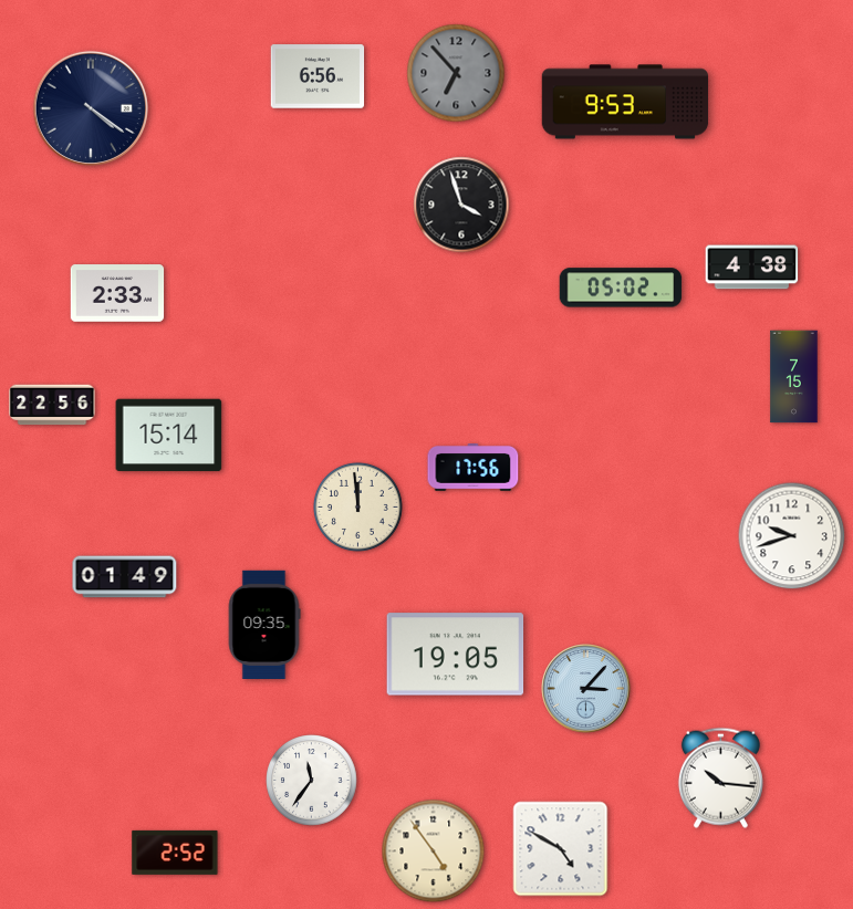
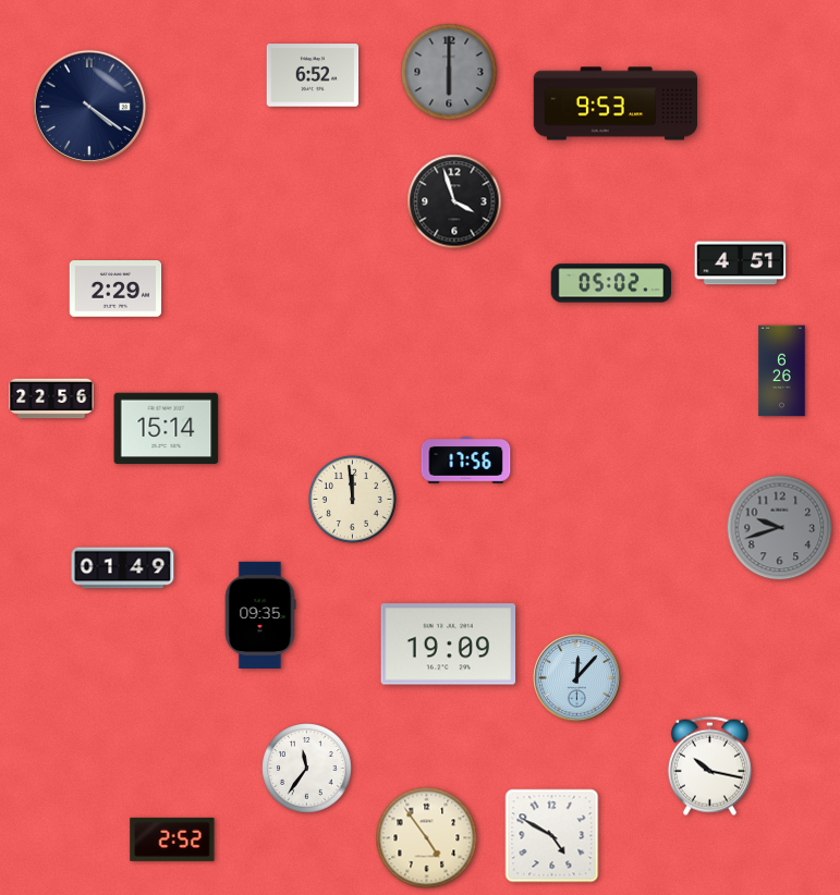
clock at (456, 73): 6:53 -> 6:00
clock at (318, 76): 6:56 -> 6:52
clock at (625, 102) position: (625, 102) -> (616, 103)
clock at (752, 268): 4:38 -> 4:51
clock at (117, 293): 2:33 -> 2:29
clock at (794, 377): 7:15 -> 6:26
clock at (792, 536) dial: white -> grey
clock at (456, 655): 19:05 -> 19:09
clock at (586, 689): 3:07 -> 12:07
clock at (720, 777): 10:16 -> 10:17
